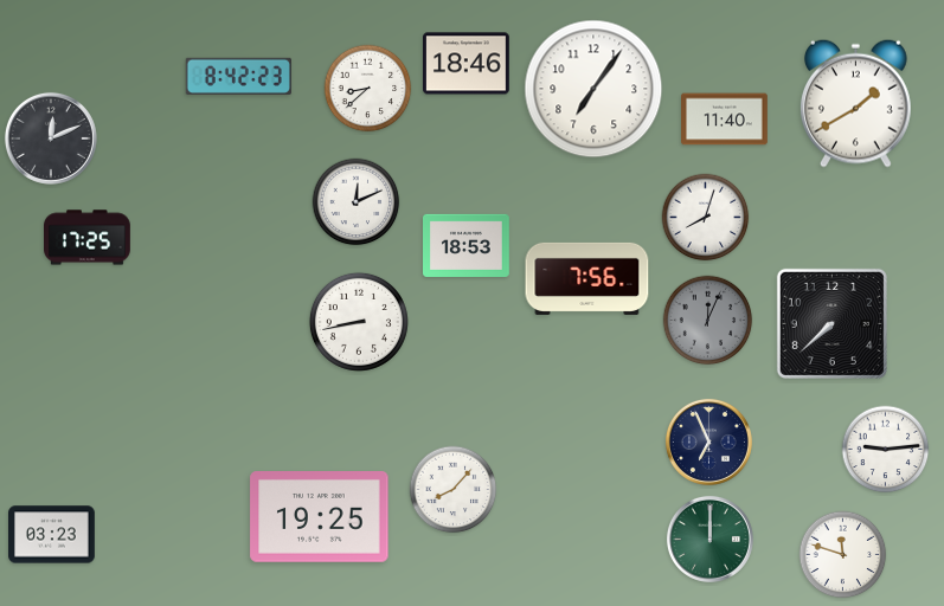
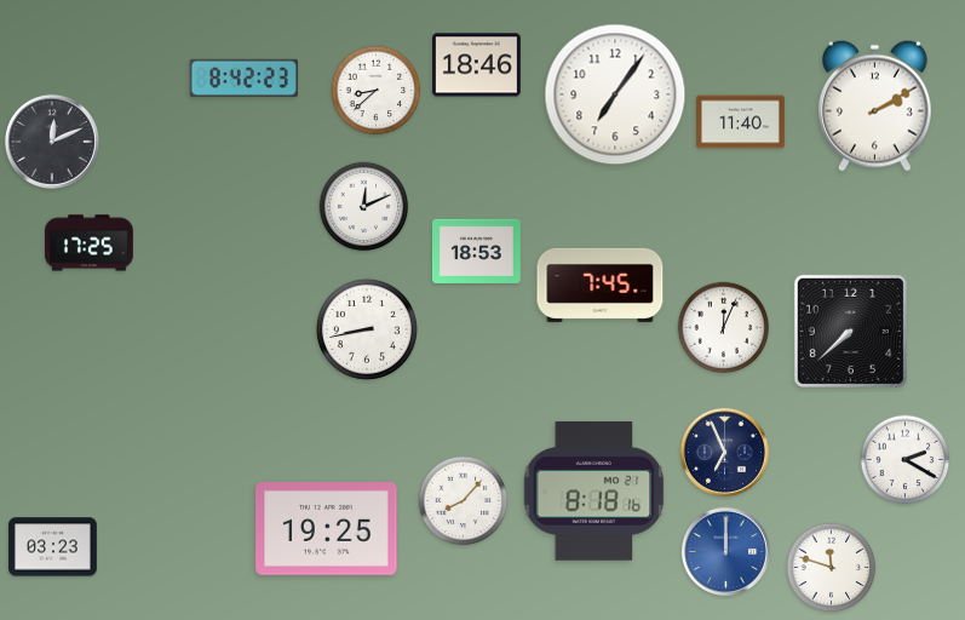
clock at (593, 89) position: (593, 89) -> (615, 94)
clock at (855, 103): 1:40 -> 2:10
clock at (706, 218): 8:03 -> none
clock at (587, 278): 7:56 -> 7:45
clock at (708, 321) dial: grey -> white
clock at (886, 450): 9:14 -> 2:20
clock at (594, 490): none -> 8:18
clock at (709, 539) dial: green -> blue
clock at (843, 555) position: (843, 555) -> (832, 568)
